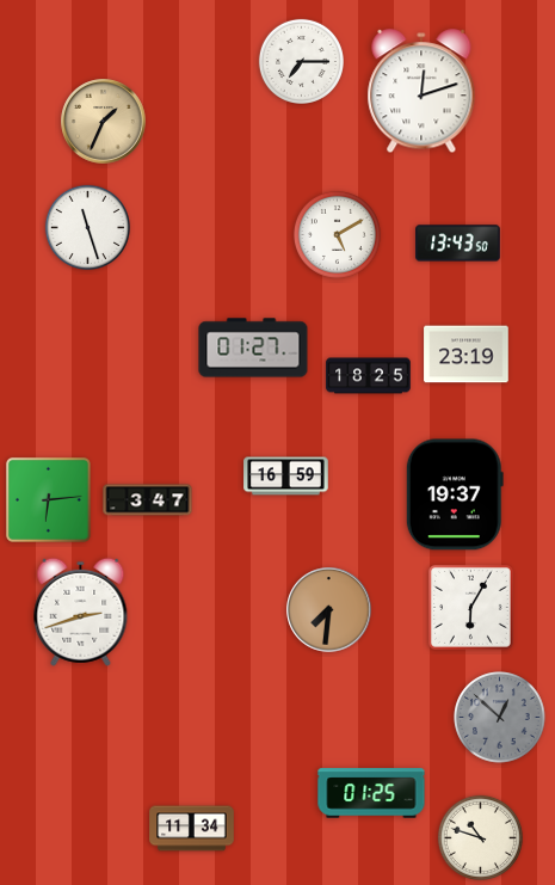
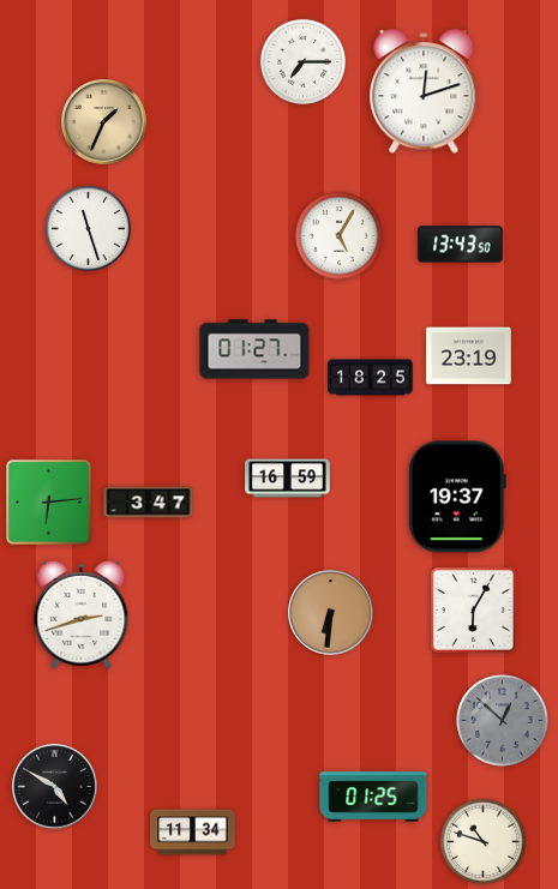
clock at (337, 234): 5:10 -> 5:05
clock at (329, 610): 7:31 -> 6:31
clock at (55, 787): none -> 4:50
